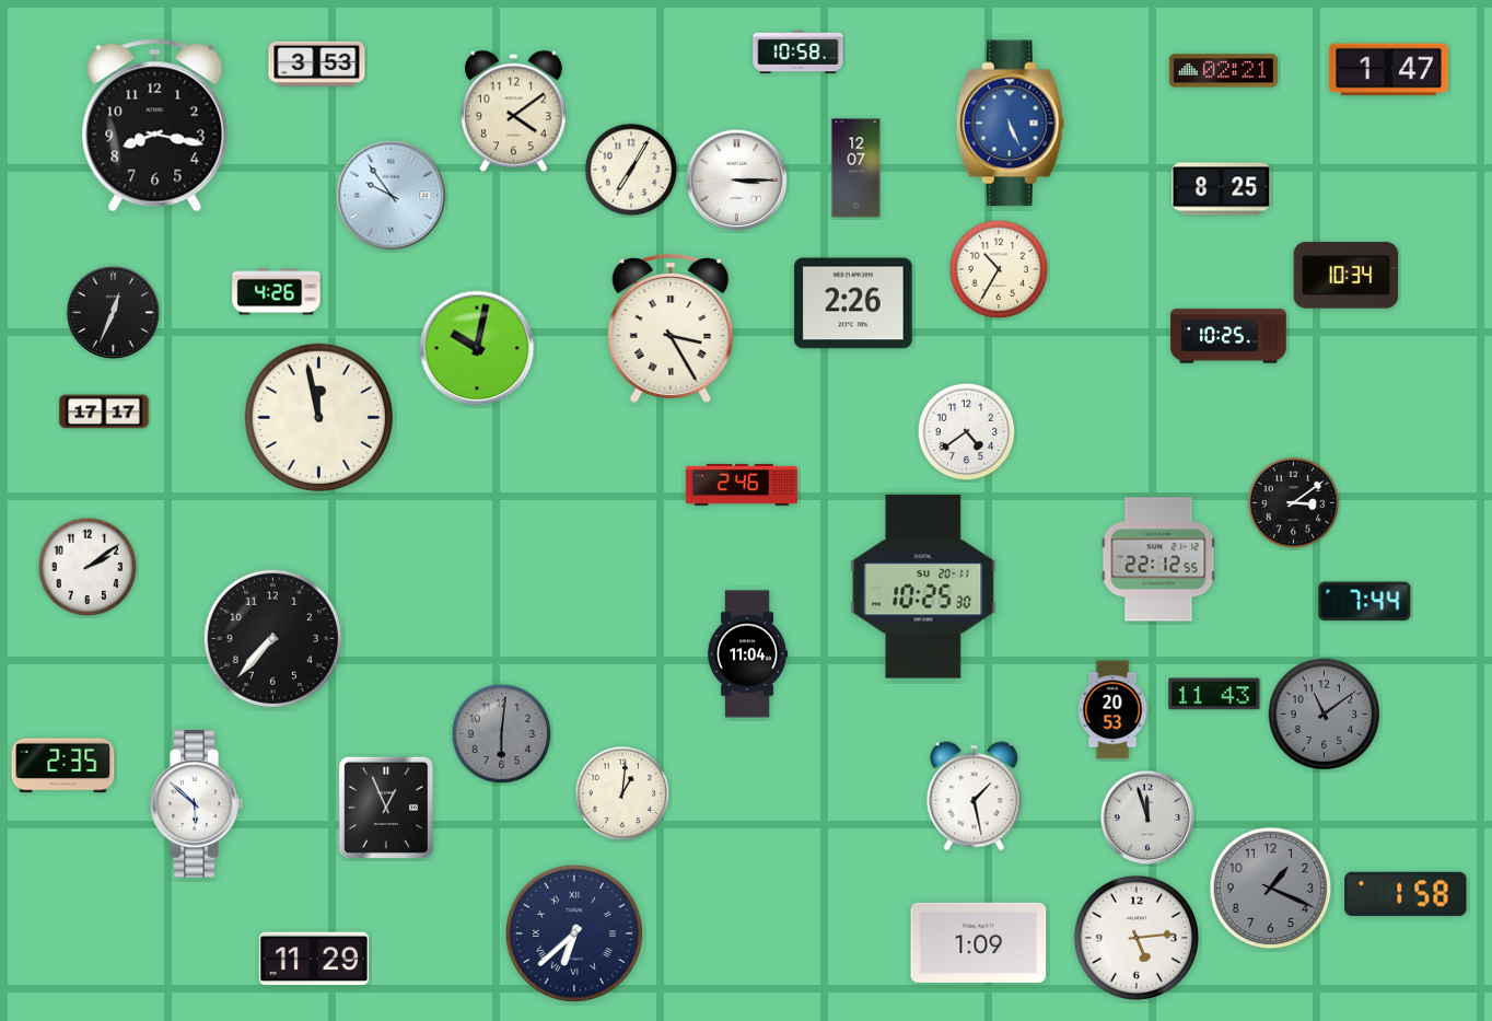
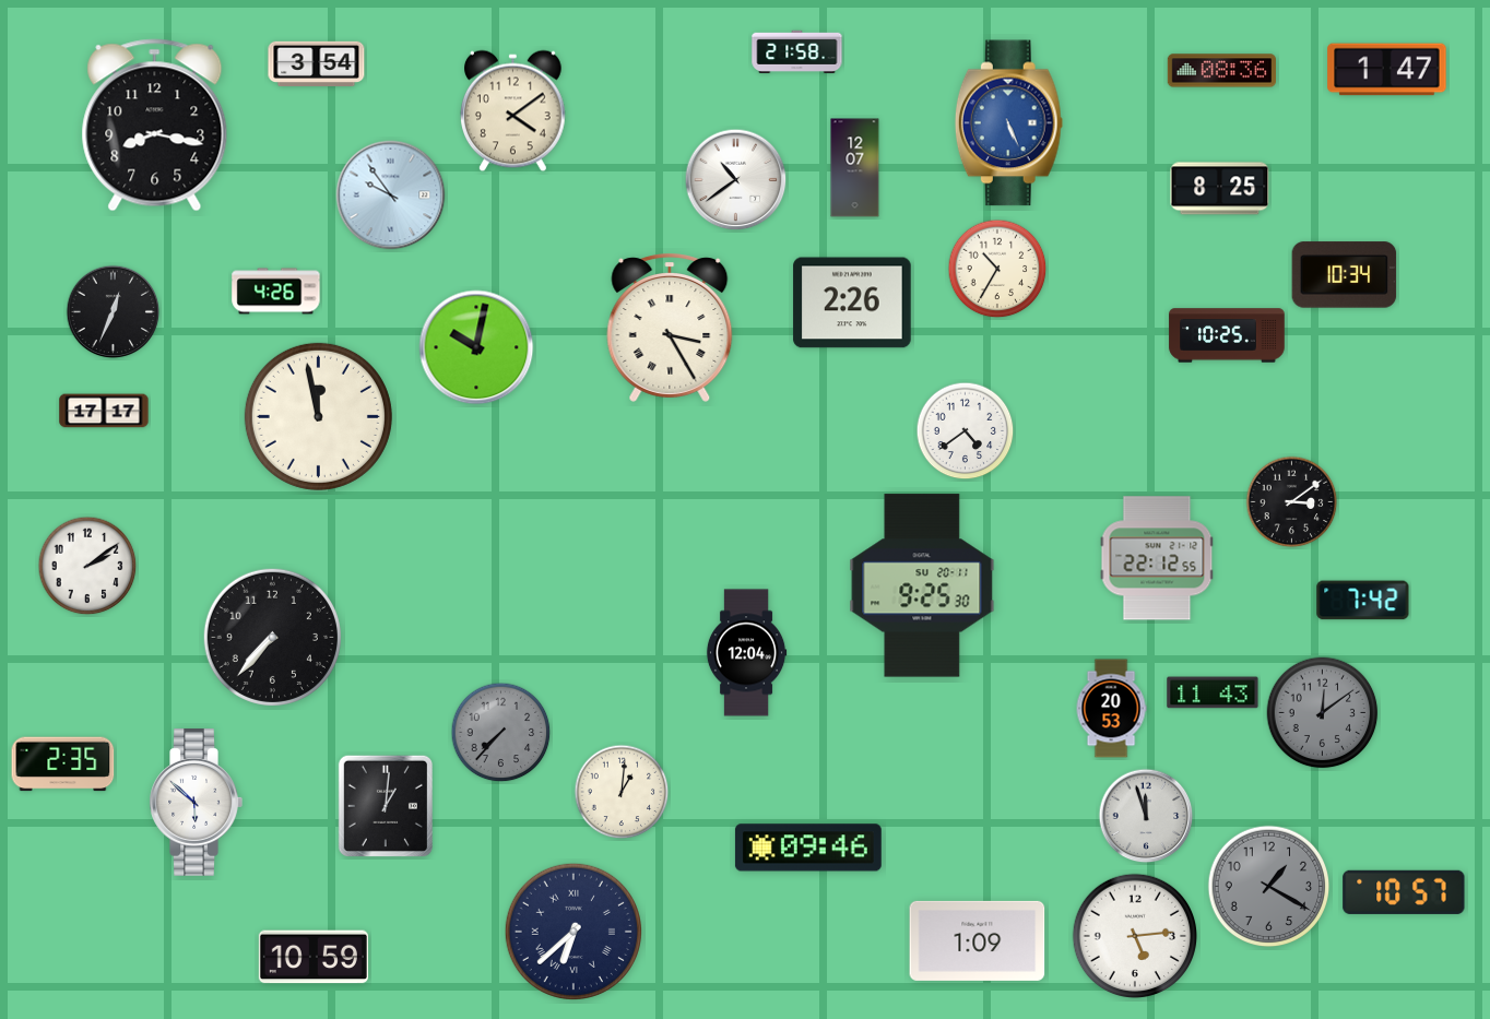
clock at (799, 53): 10:58 -> 21:58
clock at (317, 63): 3:53 -> 3:54
clock at (1223, 71): 02:21 -> 08:36
clock at (631, 170): 7:05 -> none
clock at (737, 181): 3:15 -> 10:39
clock at (742, 485): 2:46 -> none
clock at (923, 587): 10:25 -> 9:25
clock at (1365, 602): 7:44 -> 7:42
clock at (747, 654): 11:04 -> 12:04
clock at (1325, 715): 11:09 -> 12:09
clock at (502, 734): 6:01 -> 7:37
clock at (975, 797): 1:28 -> none
clock at (386, 807): 12:56 -> 1:01
clock at (808, 848): none -> 09:46
clock at (1271, 889): 1:19 -> 1:20
clock at (1406, 894): 1:58 -> 10:57
clock at (314, 959): 11:29 -> 10:59
